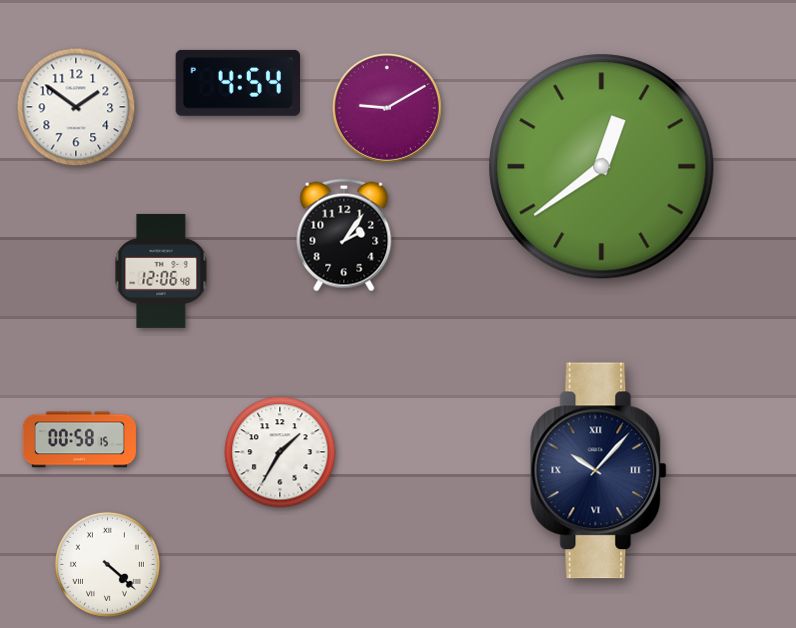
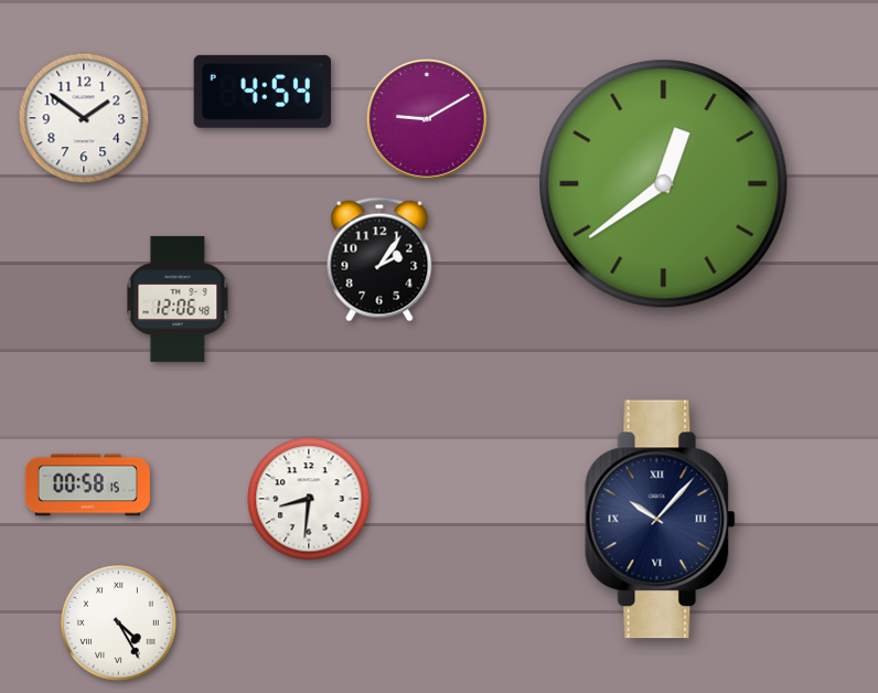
clock at (280, 452): 1:35 -> 8:31
clock at (107, 564): 4:22 -> 4:25
